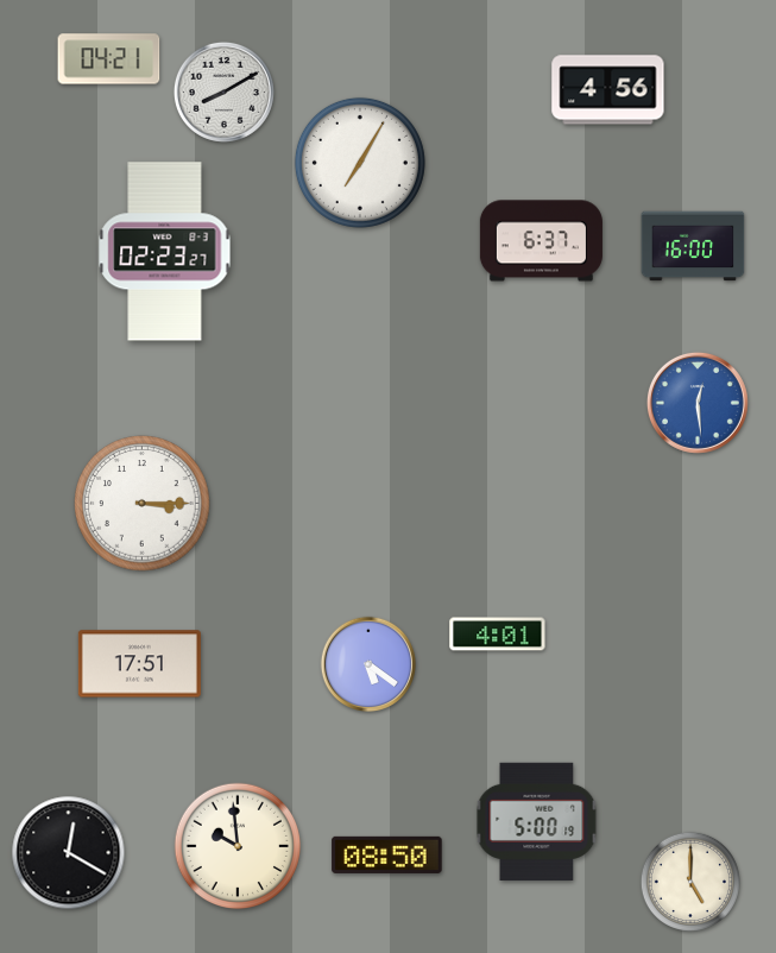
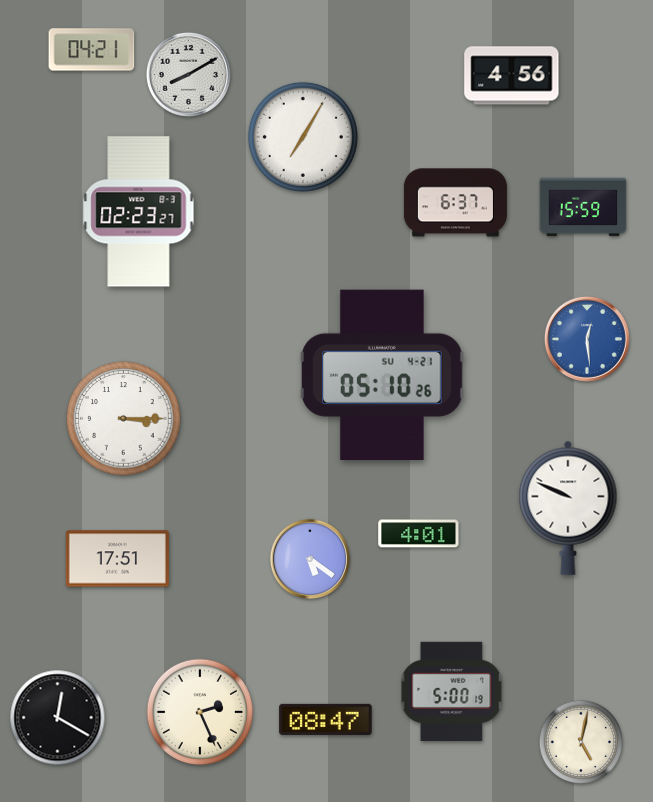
clock at (223, 91) position: (223, 91) -> (188, 74)
clock at (693, 246): 16:00 -> 15:59
clock at (382, 374): none -> 05:10
clock at (143, 504) position: (143, 504) -> (124, 419)
clock at (568, 508): none -> 9:49
clock at (238, 846): 9:59 -> 2:26
clock at (387, 854): 08:50 -> 08:47
clock at (689, 881): 5:00 -> 5:02
